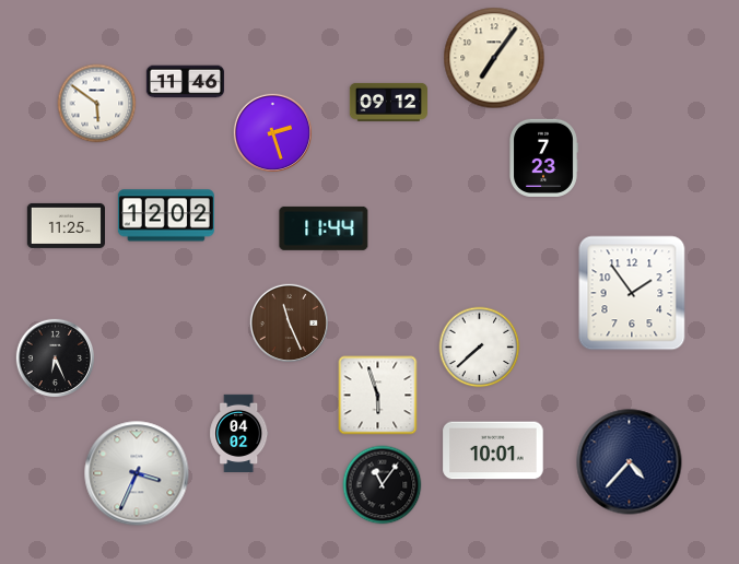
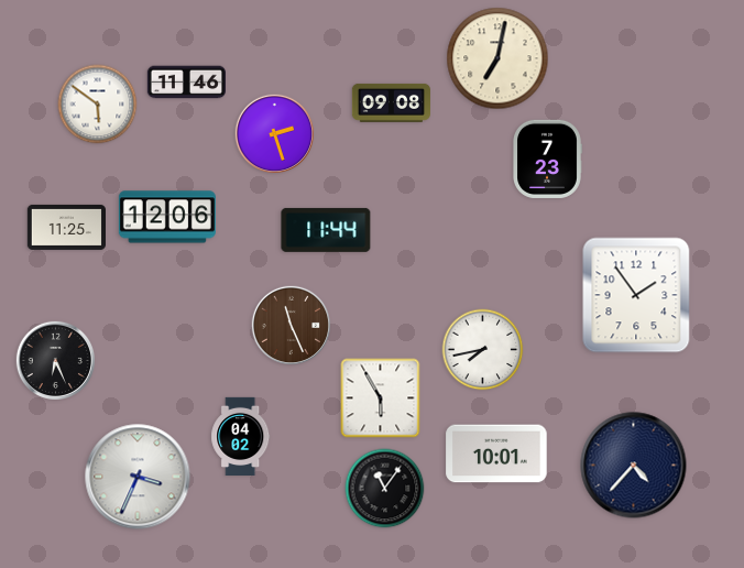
clock at (494, 58): 7:06 -> 7:02
clock at (388, 102): 09:12 -> 09:08
clock at (166, 215): 12:02 -> 12:06
clock at (480, 348): 7:38 -> 7:43
clock at (378, 396): 5:57 -> 5:55
